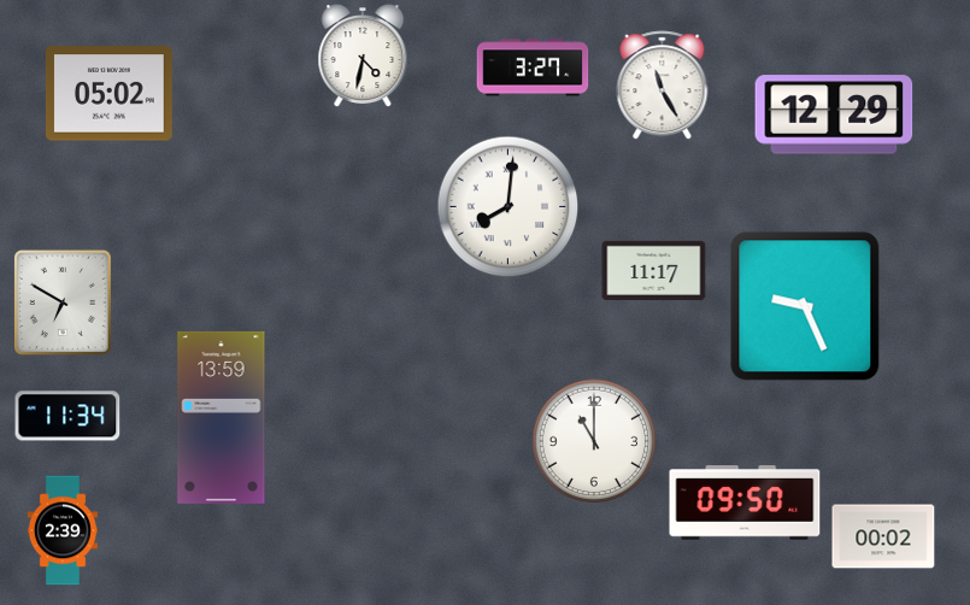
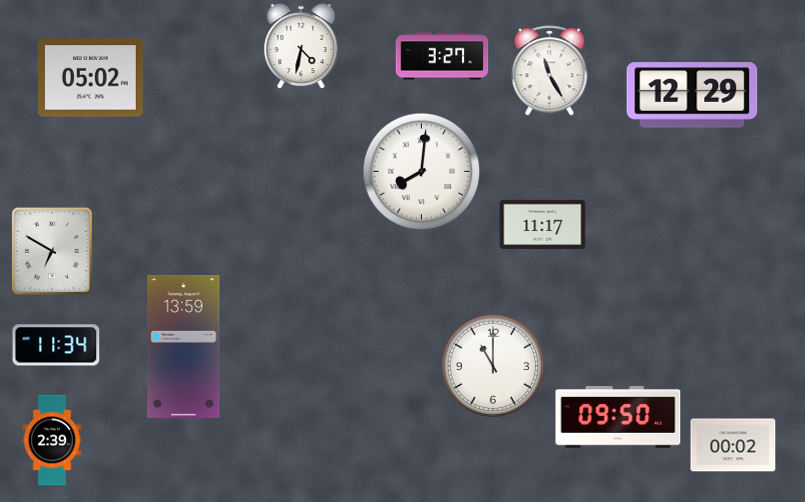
clock at (805, 306): 9:26 -> none
